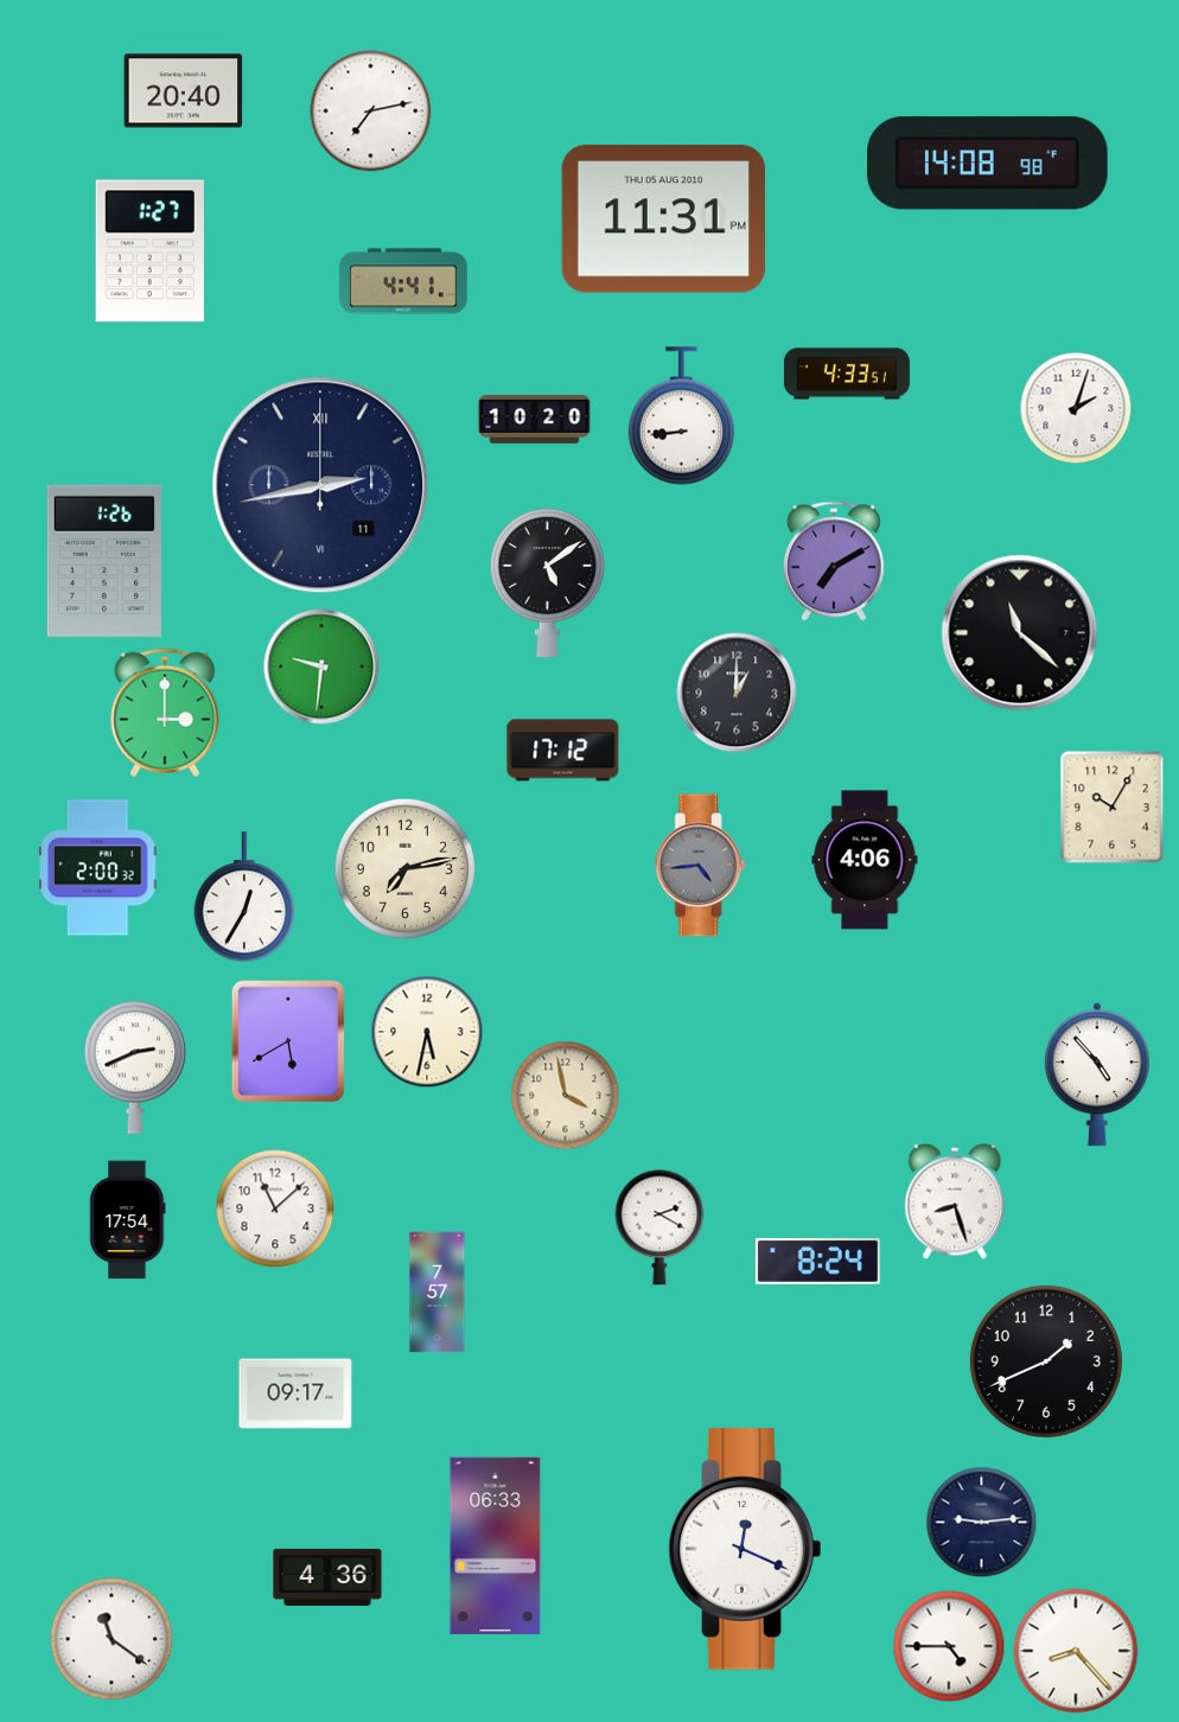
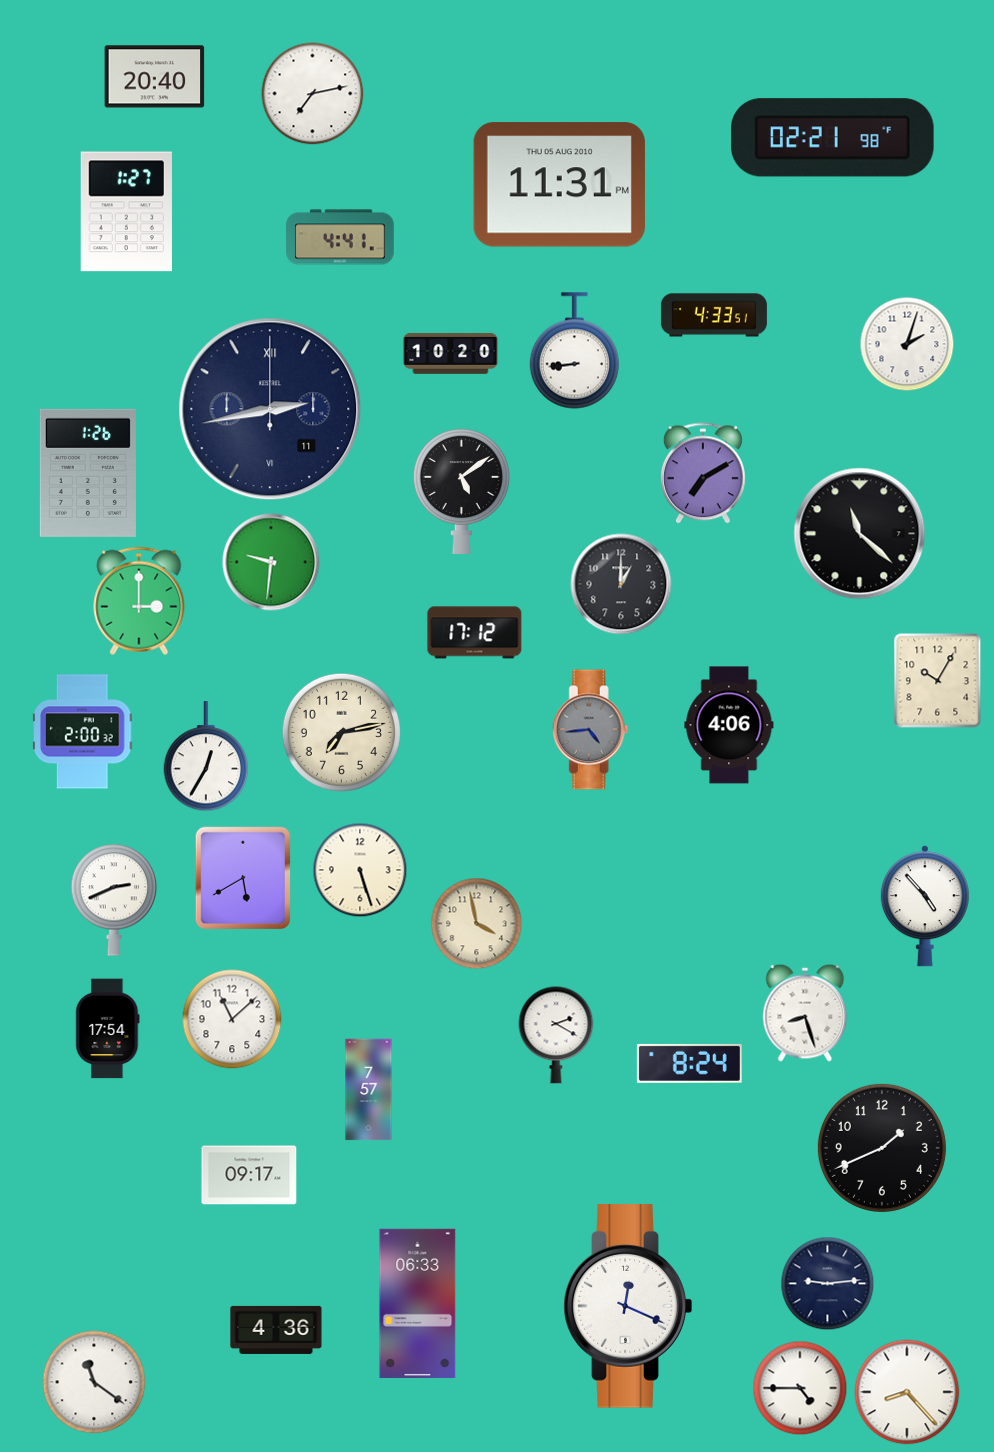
clock at (988, 164): 14:08 -> 02:21
clock at (427, 1032): 5:32 -> 5:27
